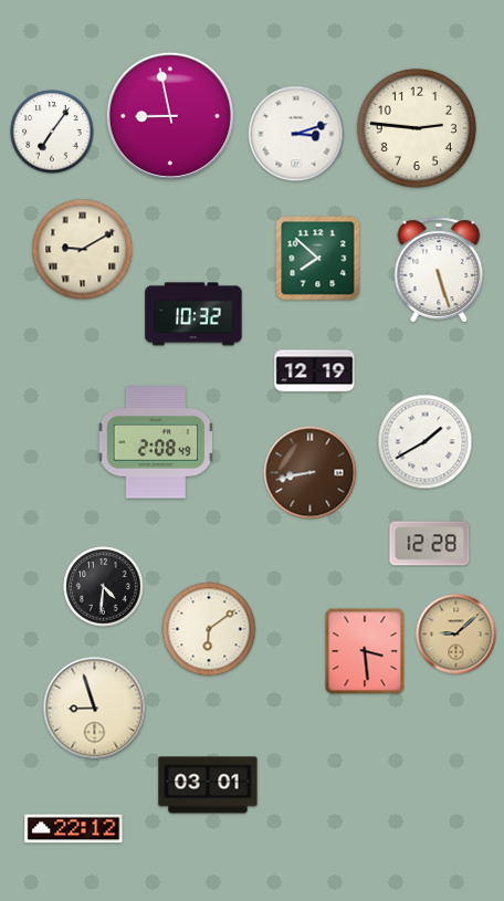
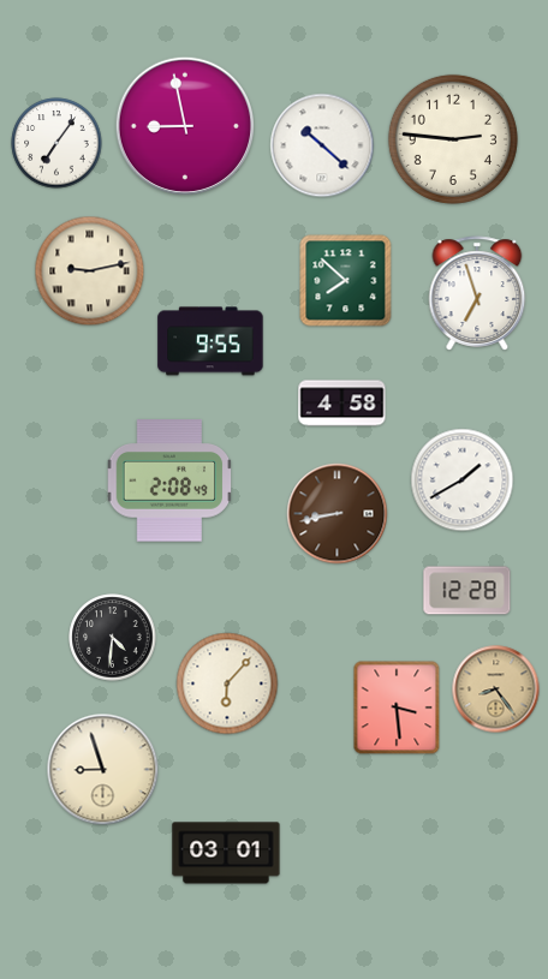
clock at (296, 134): 3:12 -> 10:22
clock at (83, 250): 9:10 -> 9:13
clock at (439, 270): 5:27 -> 6:57
clock at (193, 314): 10:32 -> 9:55
clock at (315, 371): 12:19 -> 4:58
clock at (209, 629): 6:09 -> 6:07
clock at (456, 635): 9:08 -> 8:24
clock at (74, 829): 22:12 -> none
